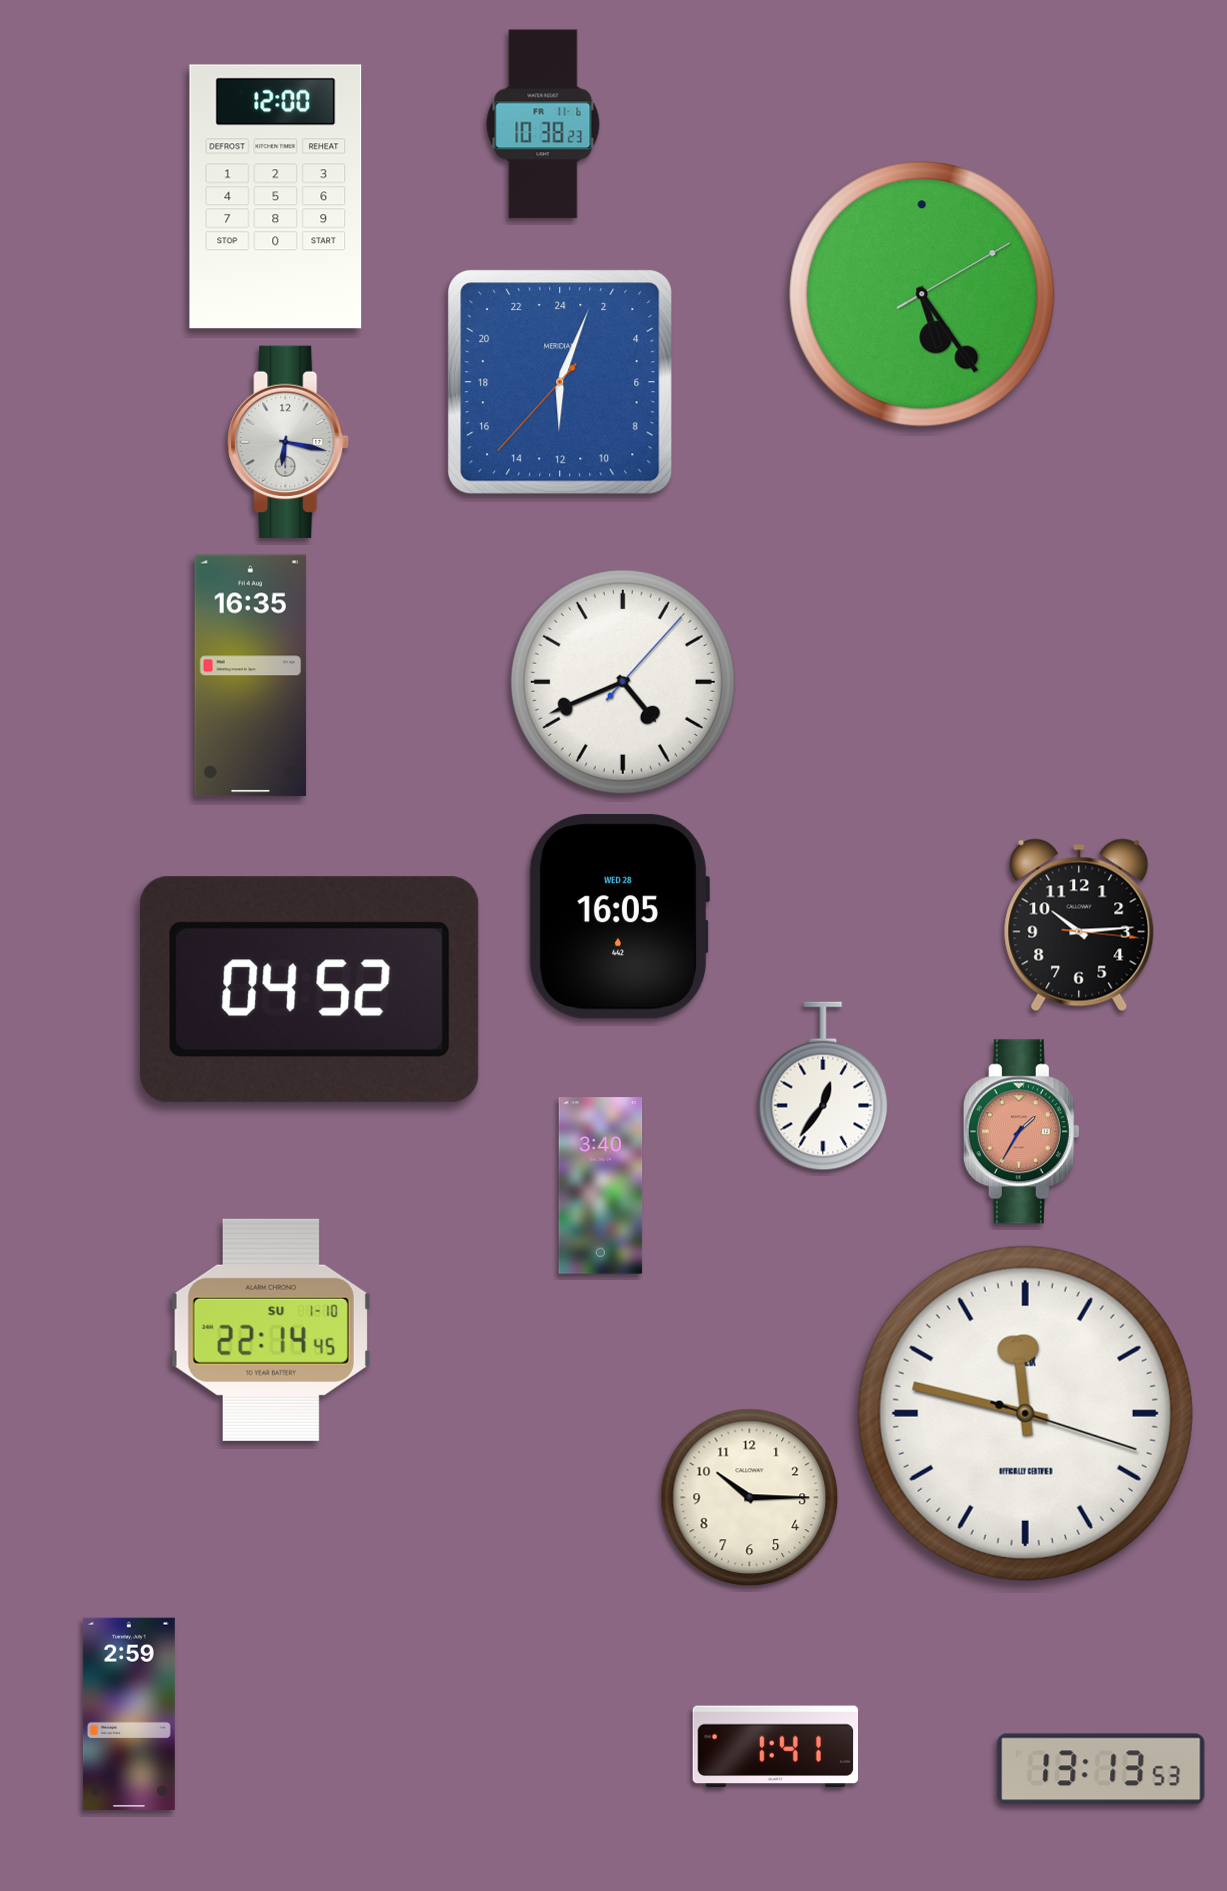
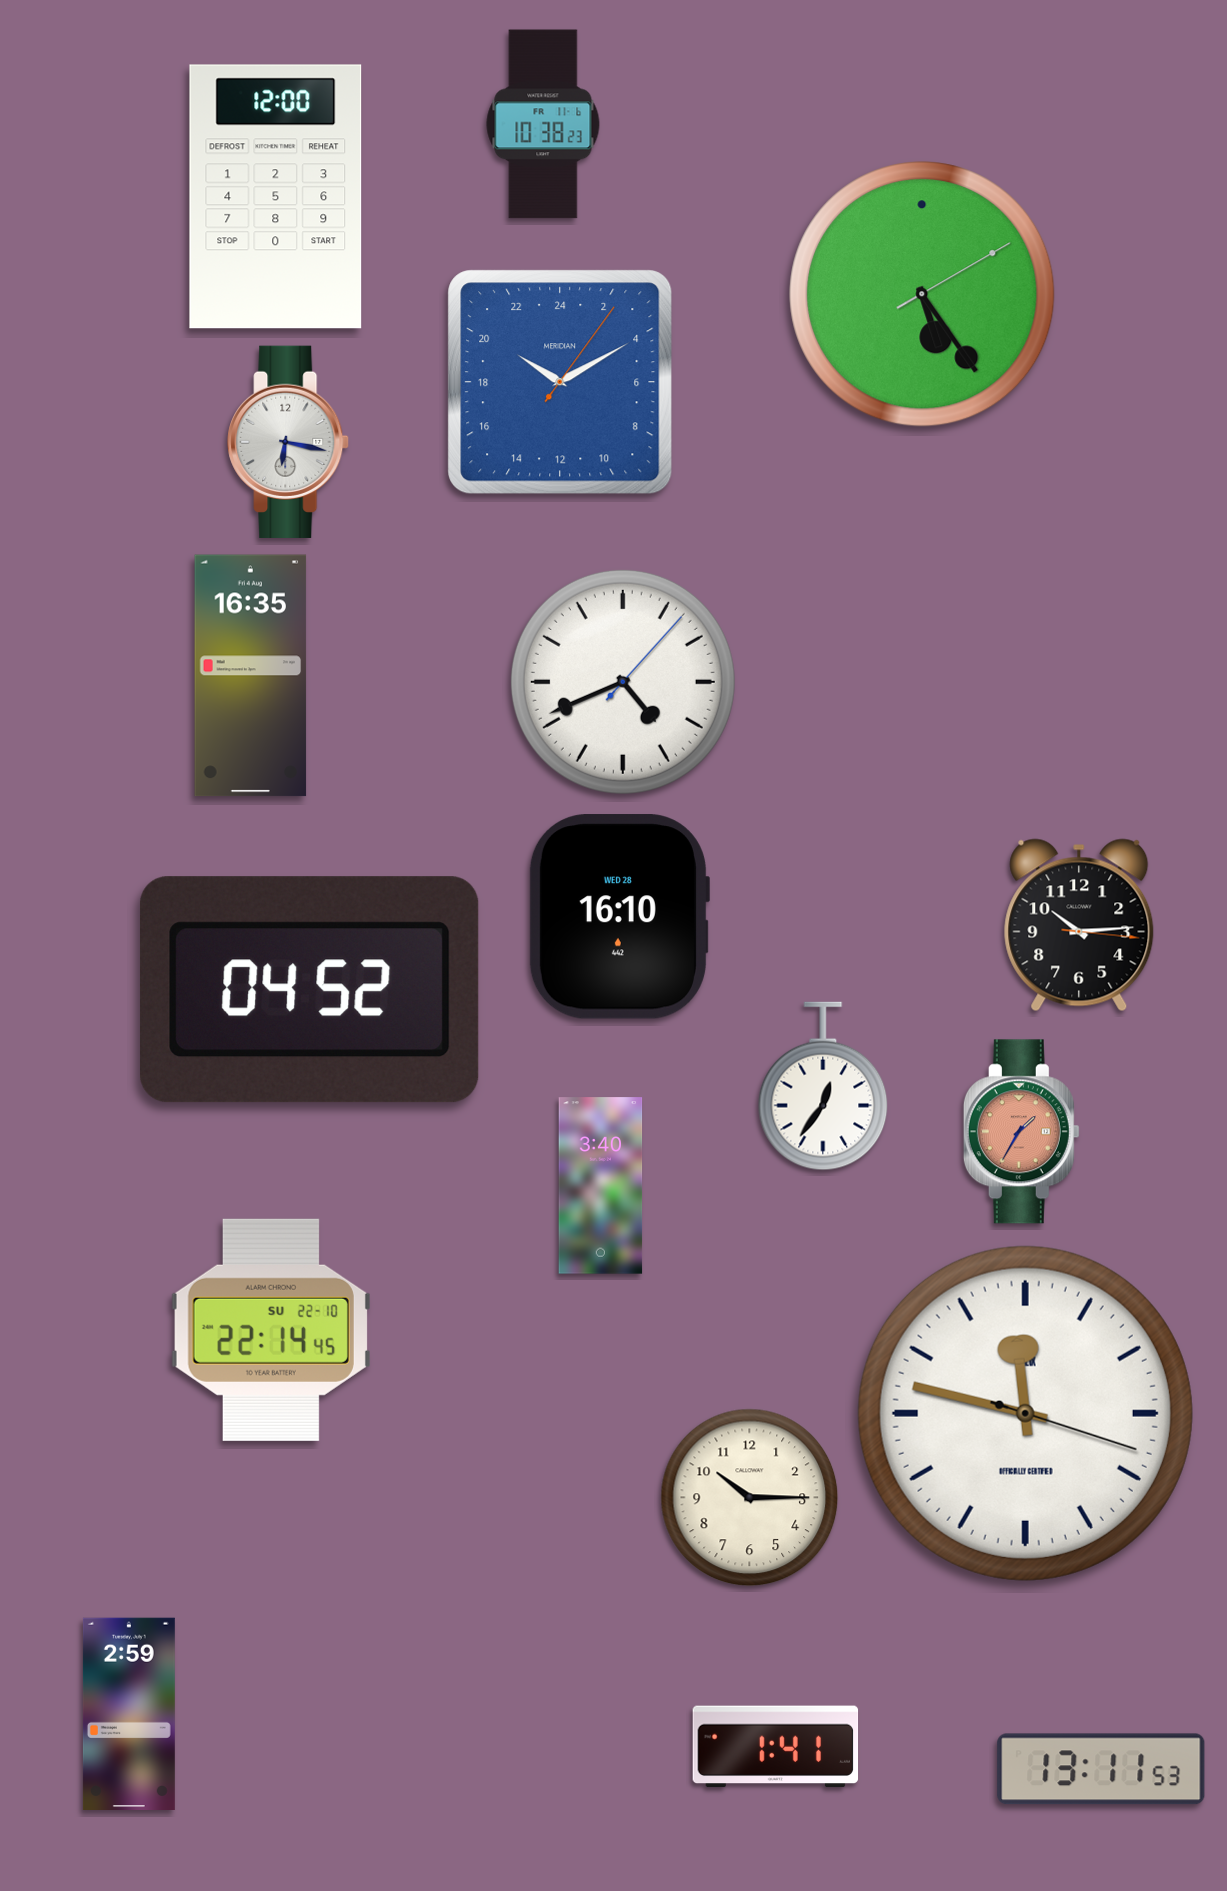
clock at (560, 382): 12:03 -> 20:10
clock at (619, 917): 16:05 -> 16:10
clock at (271, 1330) date: SU 1-10 -> SU 22-10
clock at (1101, 1769): 13:13 -> 13:11
